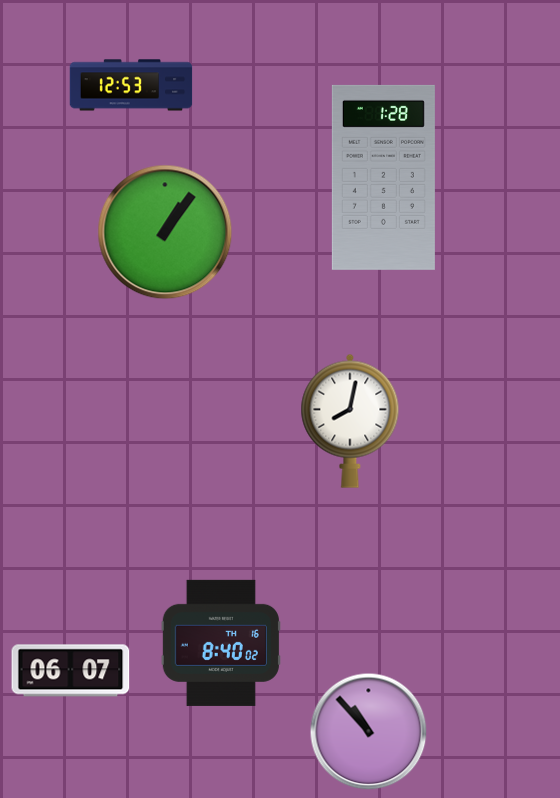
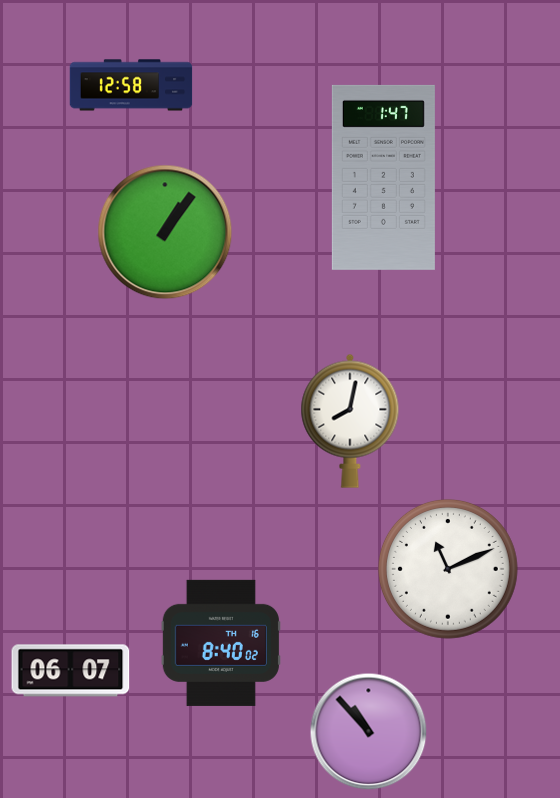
clock at (131, 85): 12:53 -> 12:58
clock at (383, 177): 1:28 -> 1:47
clock at (448, 569): none -> 11:11
